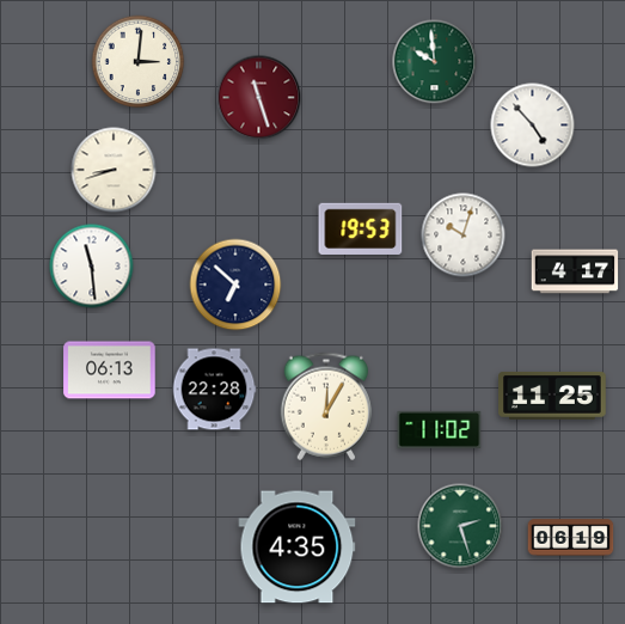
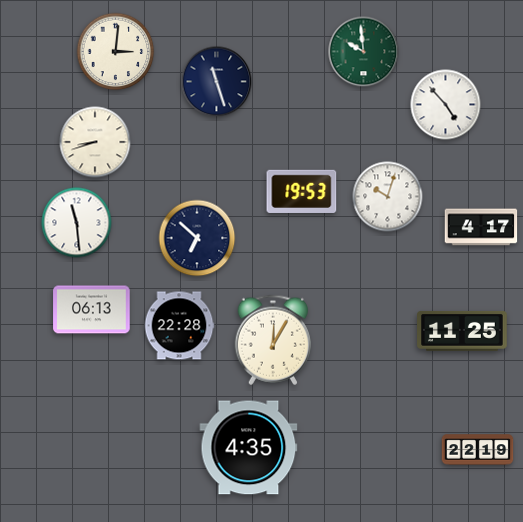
clock at (259, 98) dial: burgundy -> navy
clock at (440, 429): 11:02 -> none
clock at (460, 526): 2:27 -> none
clock at (571, 538): 06:19 -> 22:19
clock at (298, 547) position: (298, 547) -> (249, 448)
